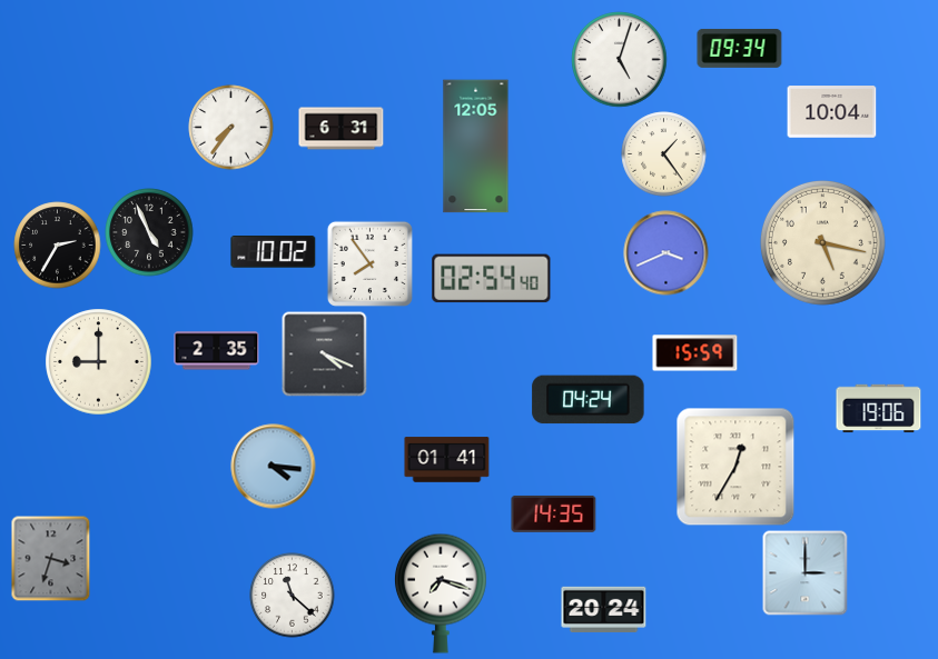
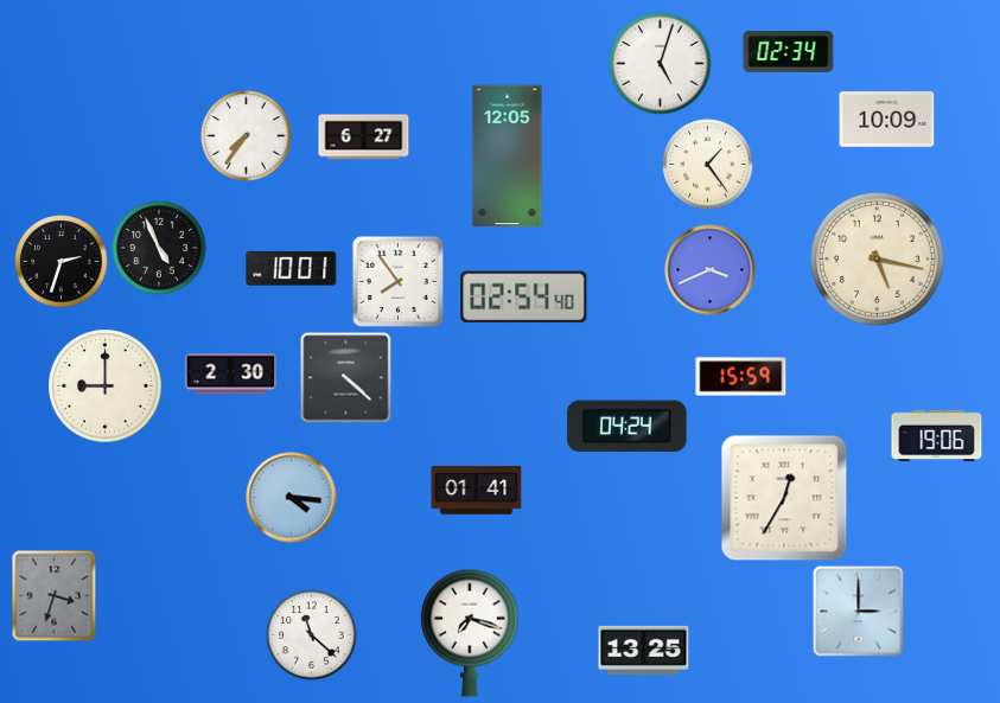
clock at (740, 48): 09:34 -> 02:34
clock at (832, 112): 10:04 -> 10:09
clock at (342, 129): 6:31 -> 6:27
clock at (58, 246): 2:35 -> 2:33
clock at (274, 252): 10:02 -> 10:01
clock at (369, 263) position: (369, 263) -> (397, 281)
clock at (217, 351): 2:35 -> 2:30
clock at (325, 355): 4:19 -> 4:22
clock at (554, 513): 14:35 -> none
clock at (604, 609): 20:24 -> 13:25
